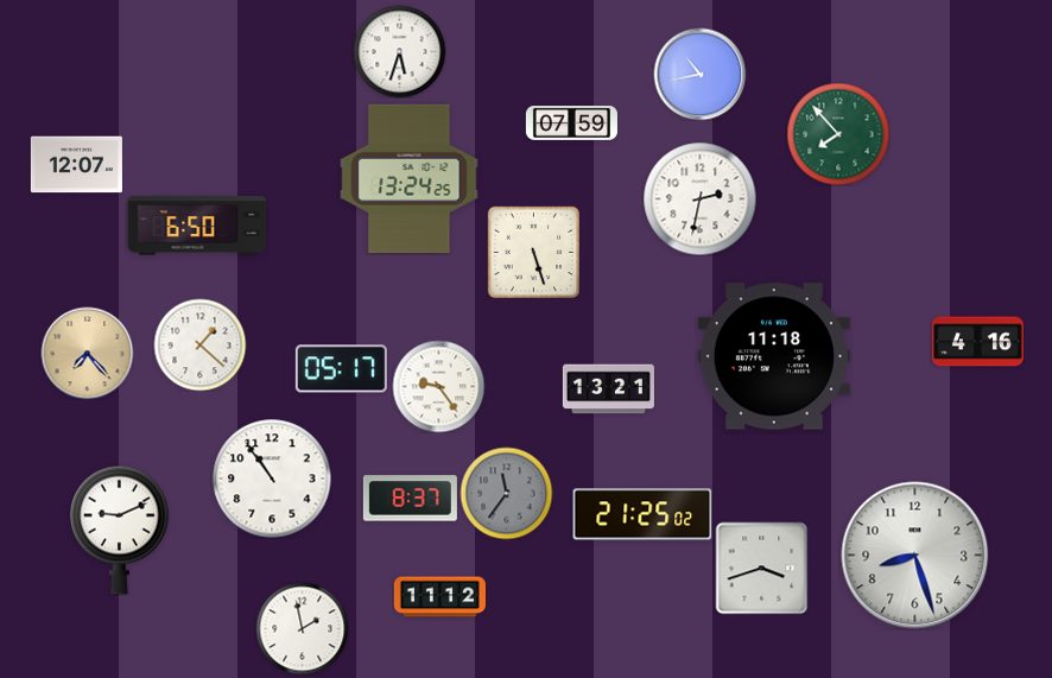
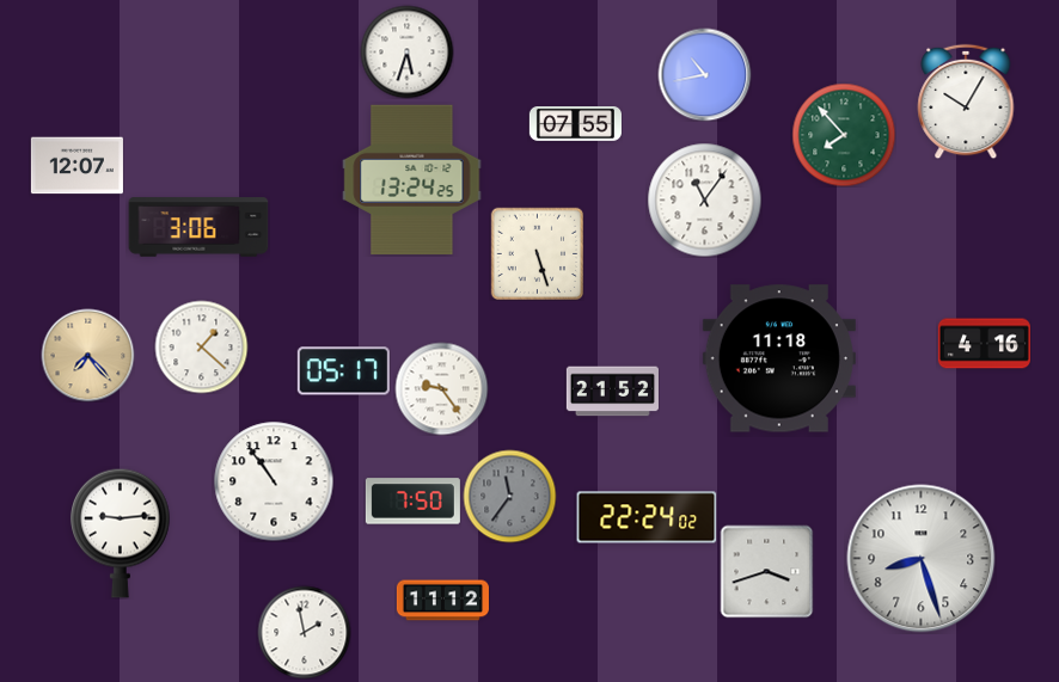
clock at (399, 51) position: (399, 51) -> (406, 51)
clock at (966, 102): none -> 10:05
clock at (571, 123): 07:59 -> 07:55
clock at (699, 198): 2:32 -> 11:06
clock at (197, 226): 6:50 -> 3:06
clock at (608, 389): 13:21 -> 21:52
clock at (410, 499): 8:37 -> 7:50
clock at (642, 514): 21:25 -> 22:24
clock at (120, 530): 9:11 -> 9:14
